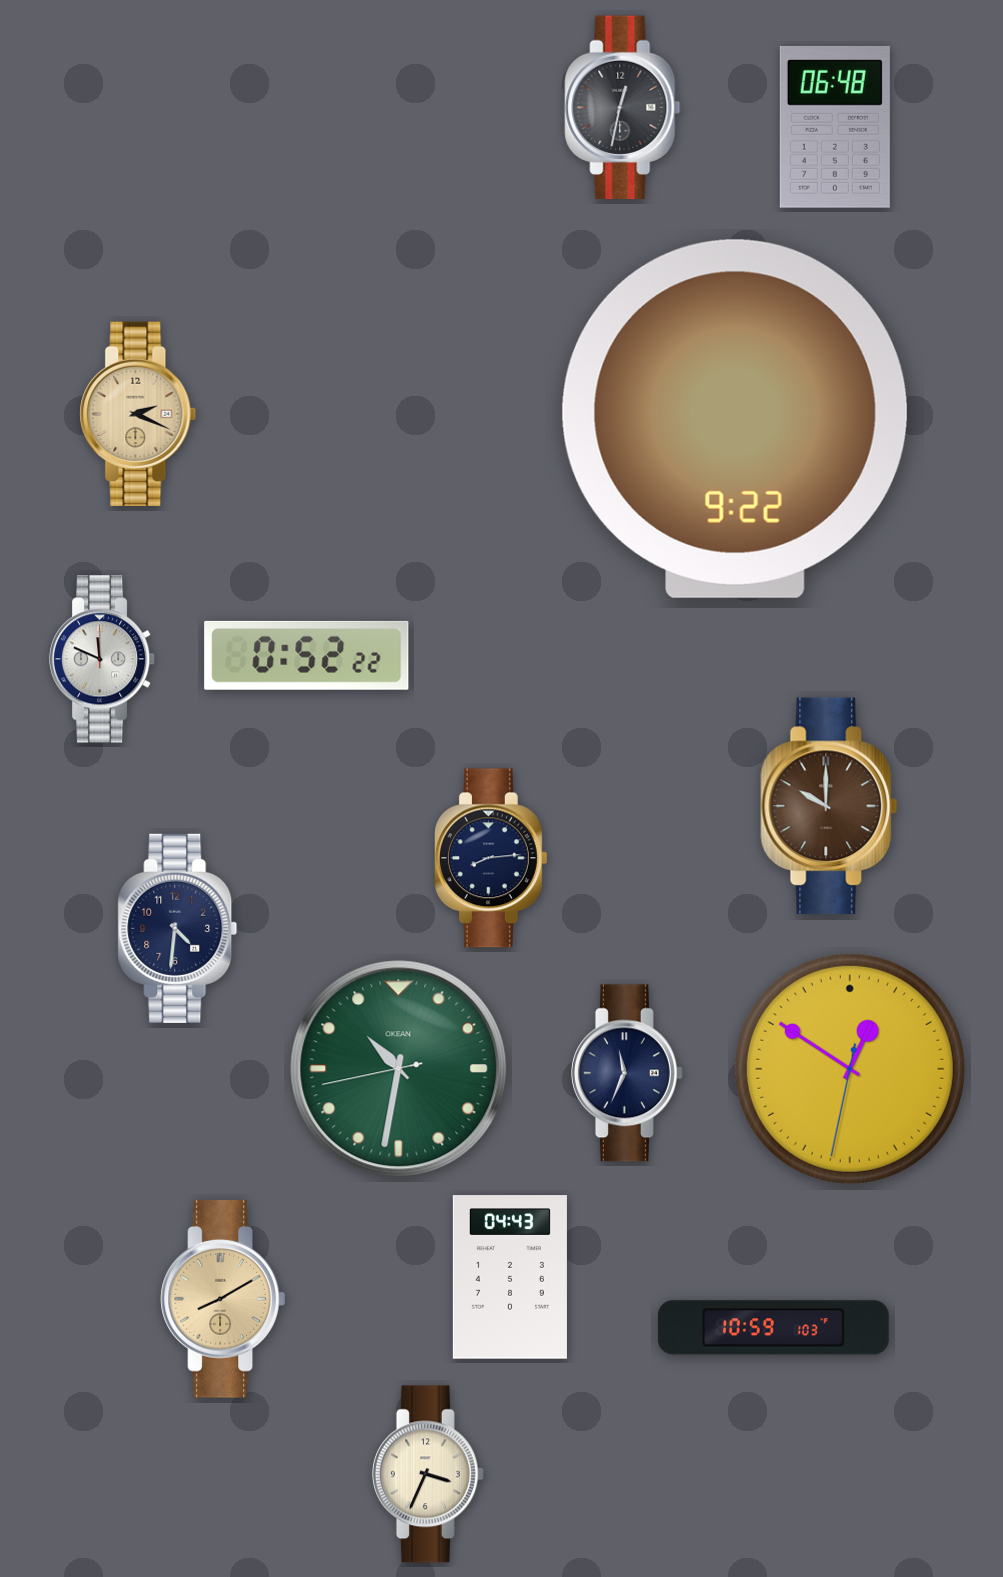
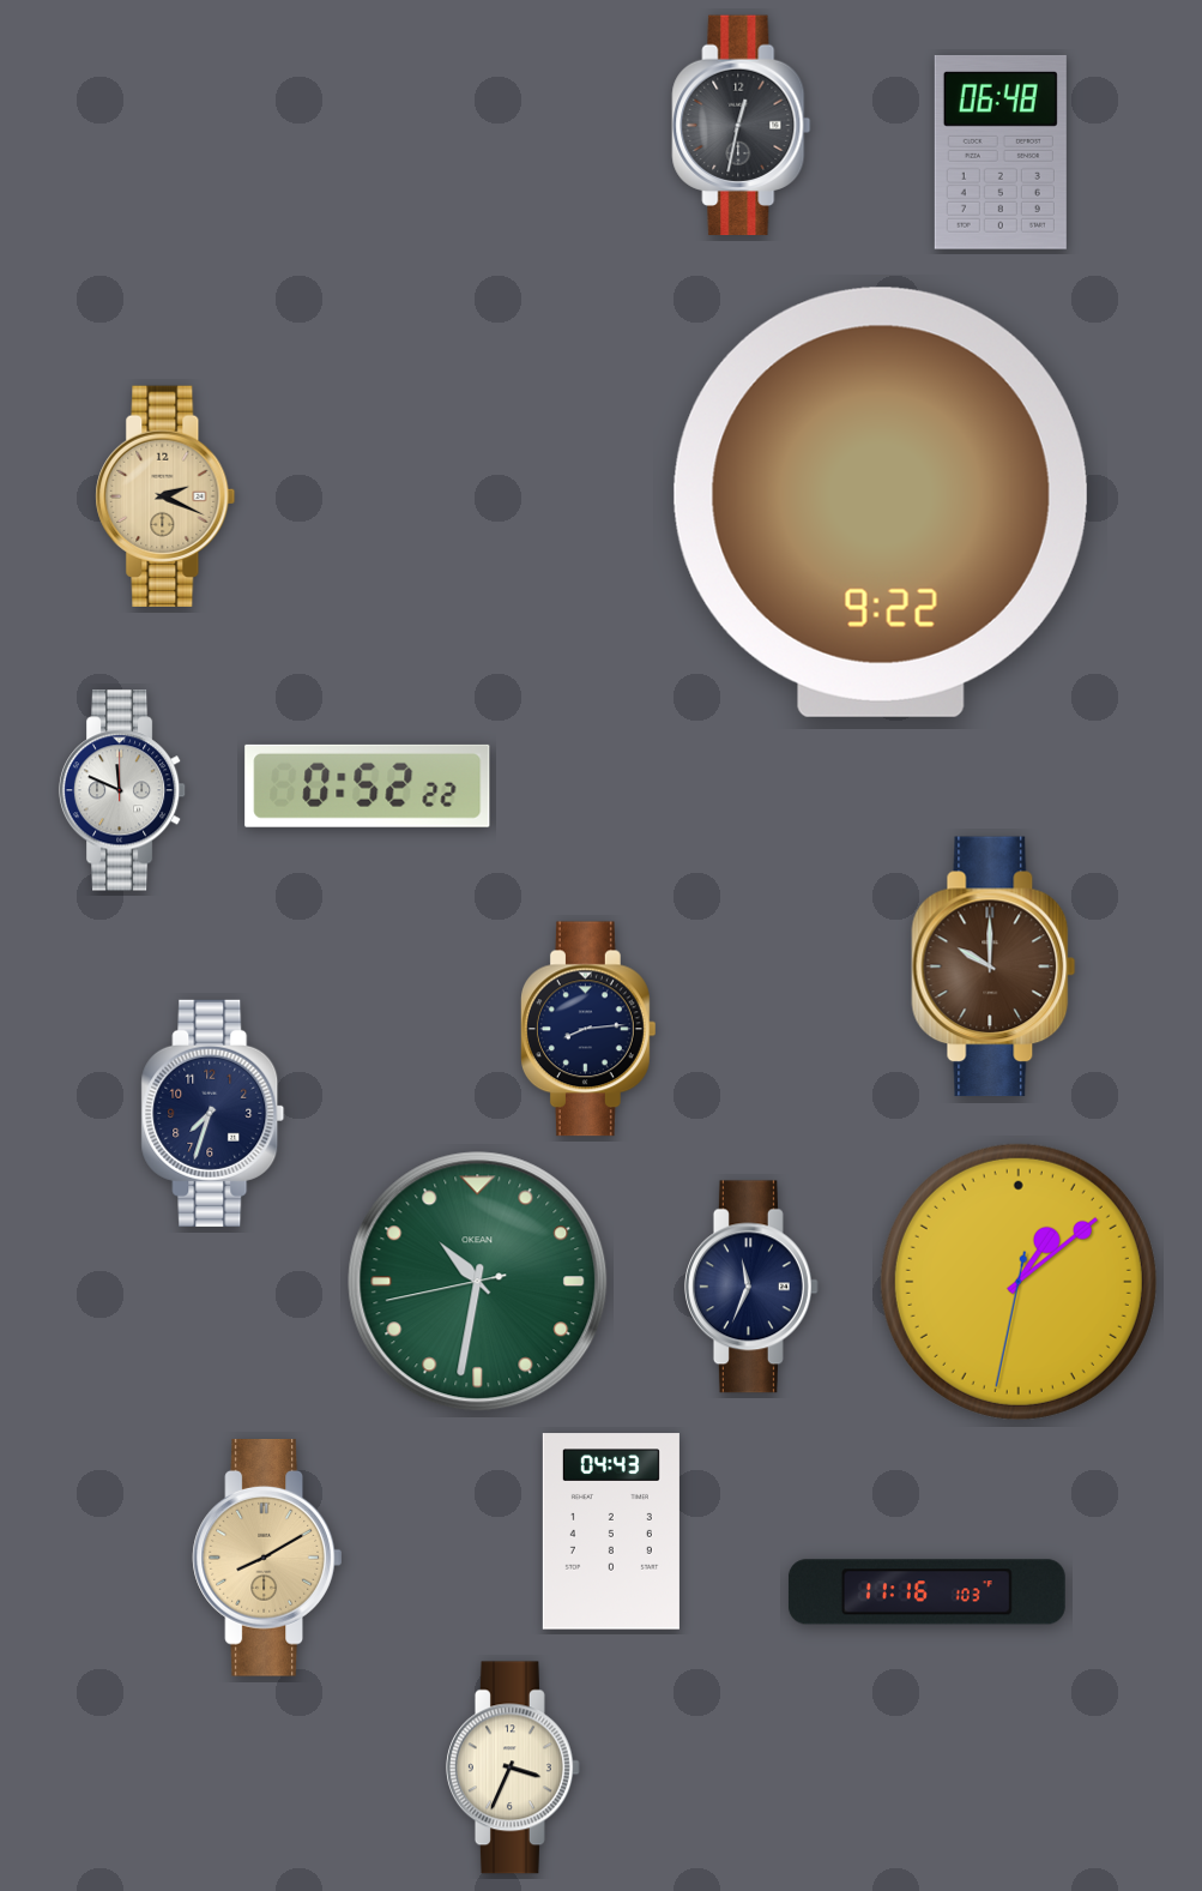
clock at (623, 108) position: (623, 108) -> (742, 126)
clock at (178, 928): 4:31 -> 7:33
clock at (850, 1069): 12:50 -> 1:08
clock at (773, 1328): 10:59 -> 11:16
